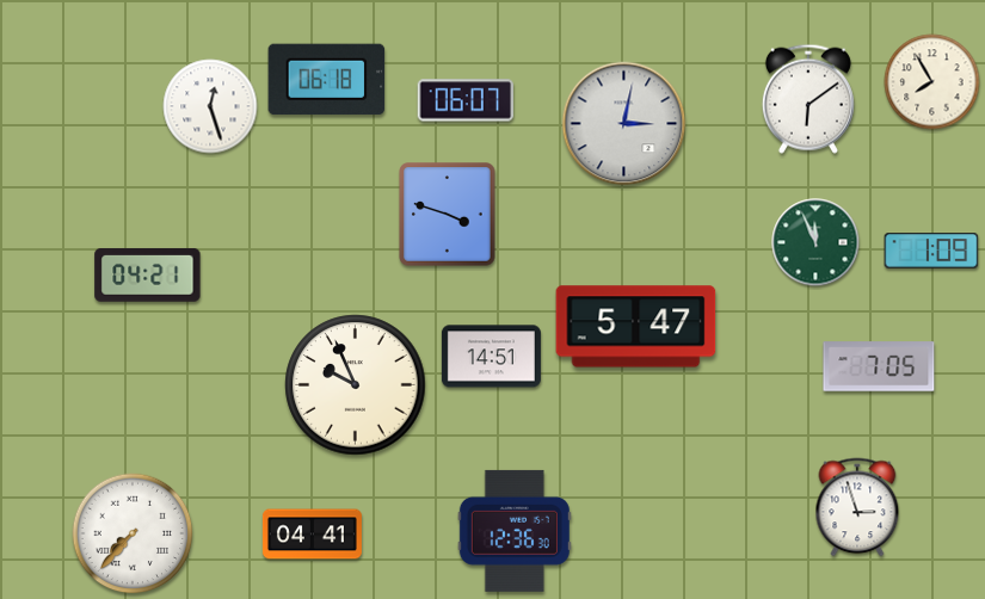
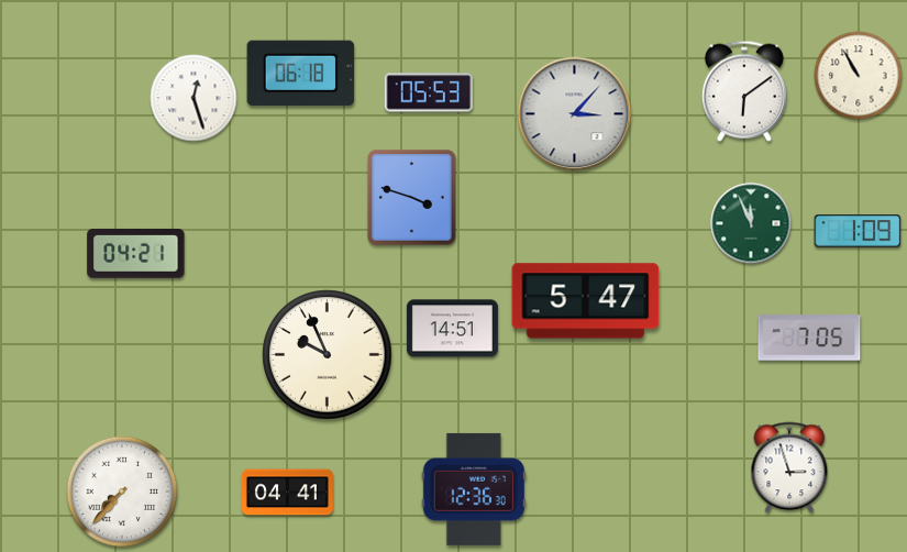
clock at (932, 82): 7:55 -> 10:55
clock at (464, 100): 06:07 -> 05:53
clock at (624, 124): 3:02 -> 3:07
